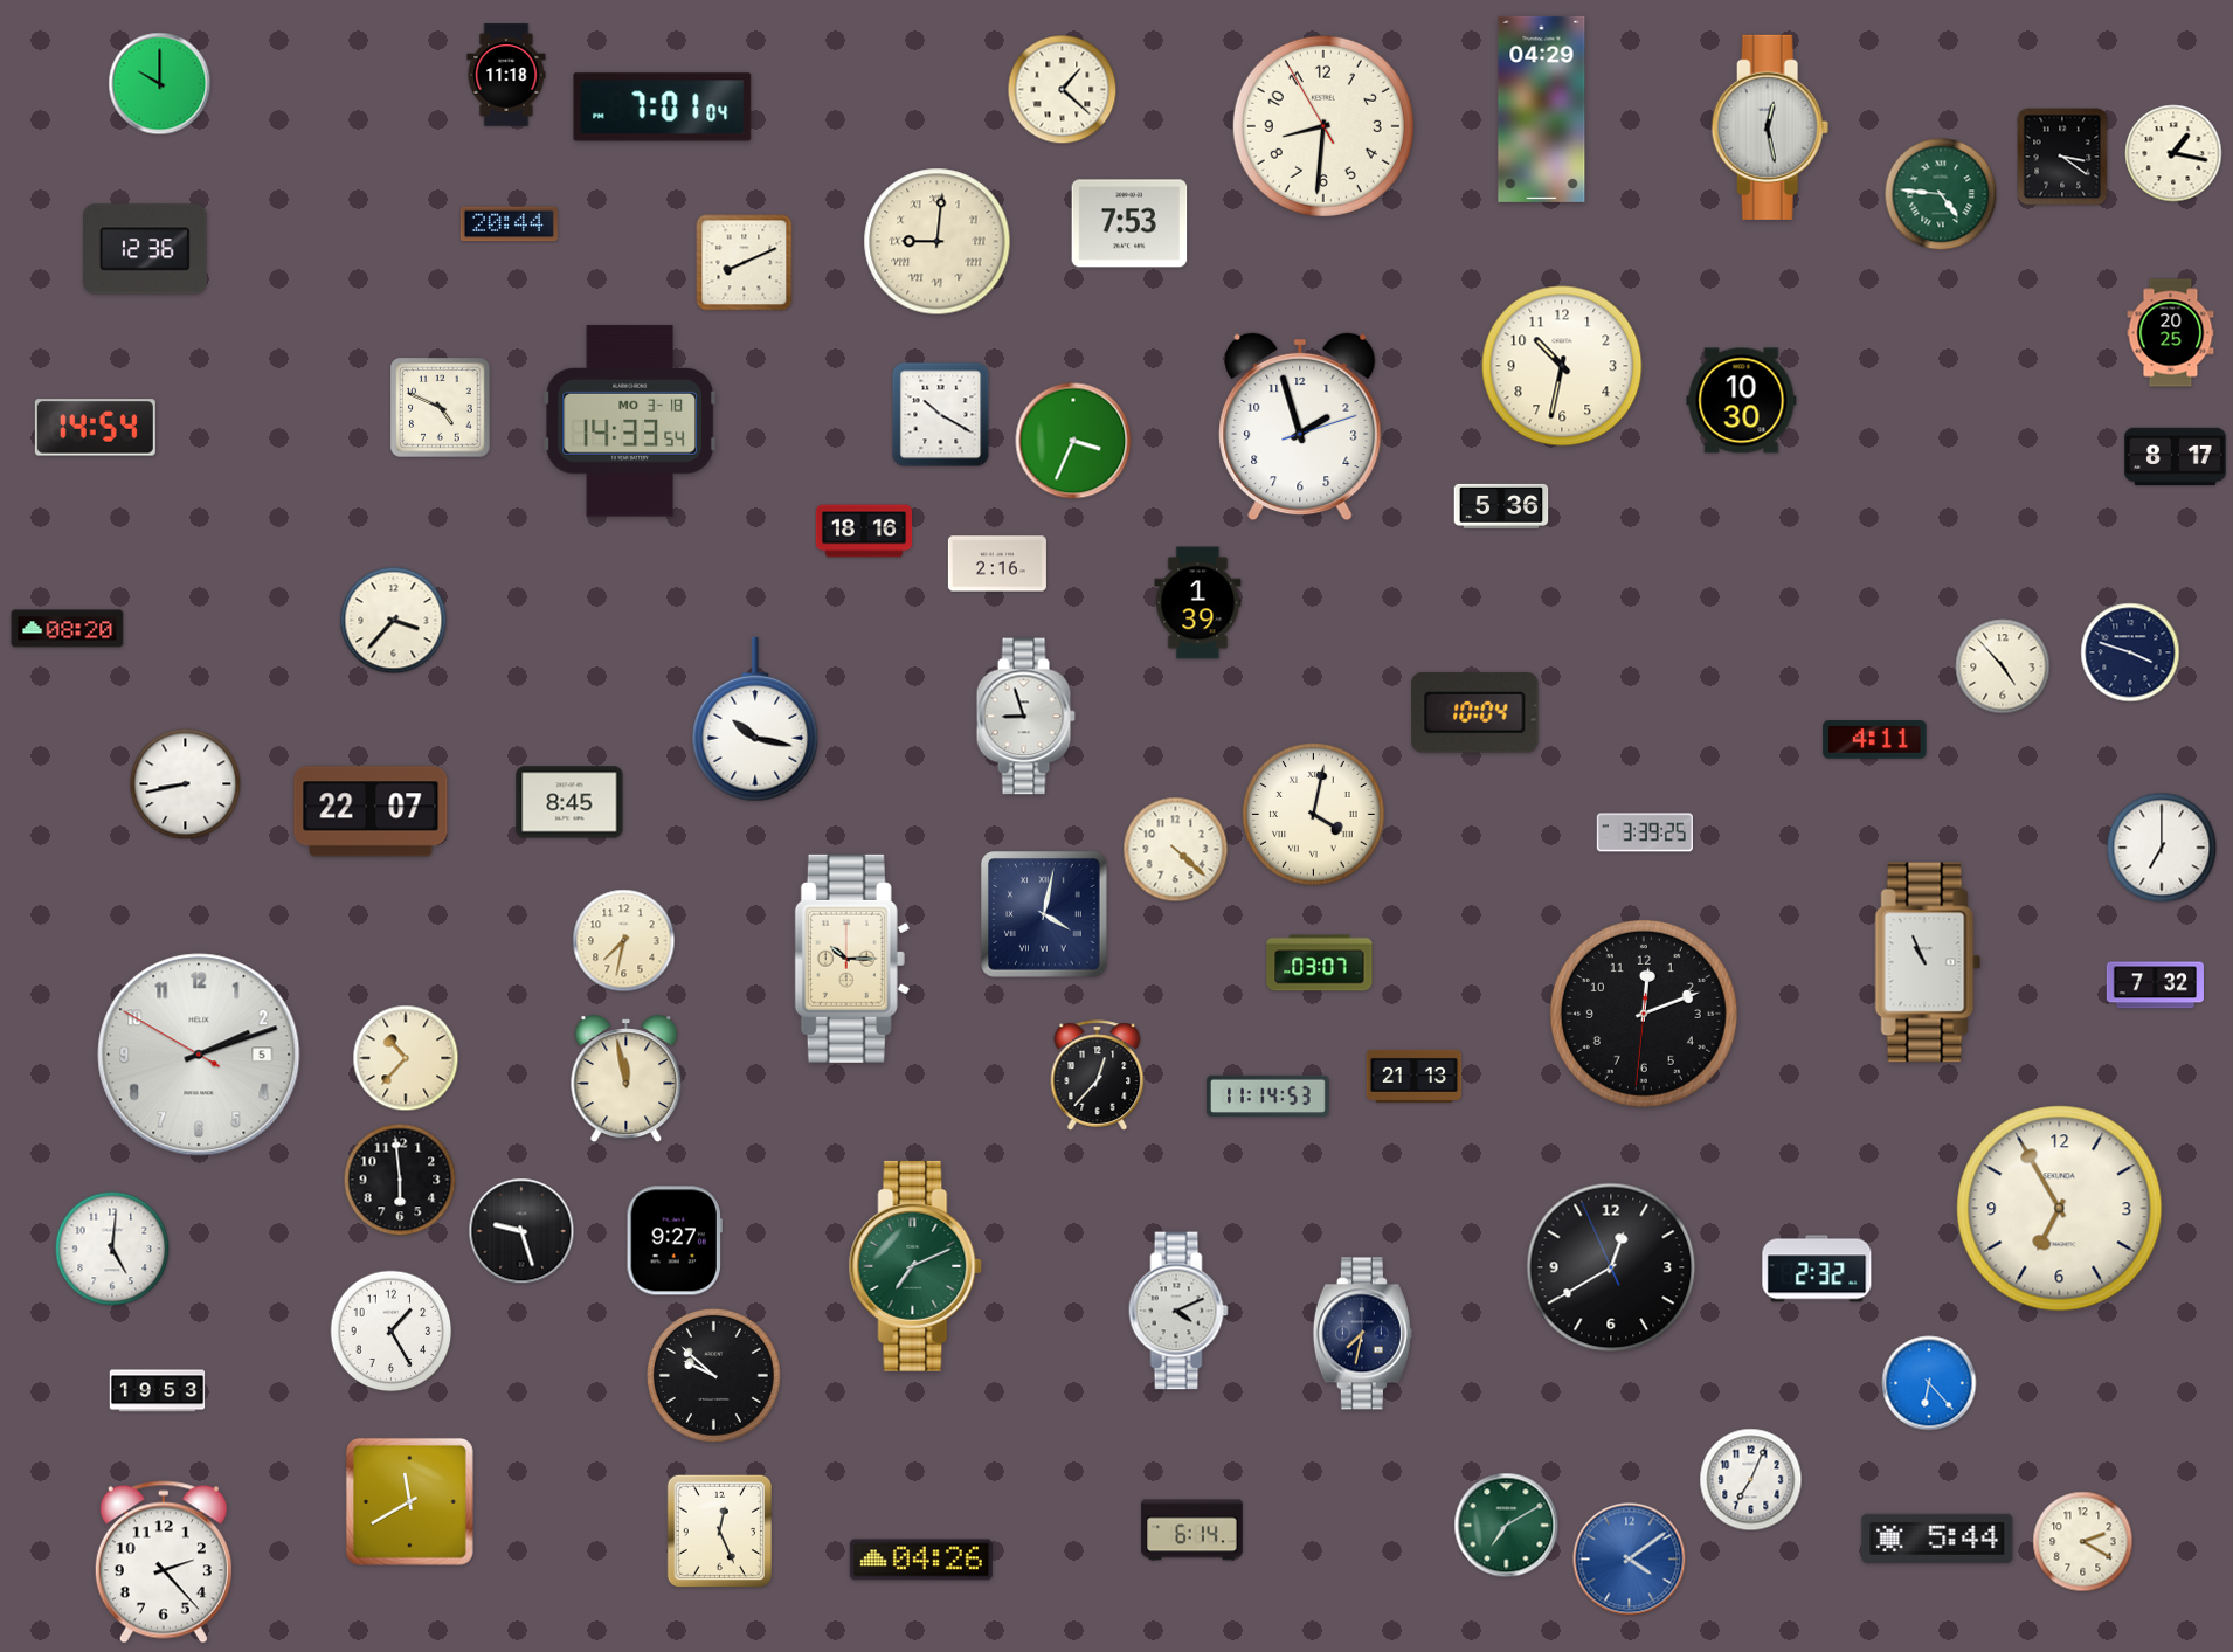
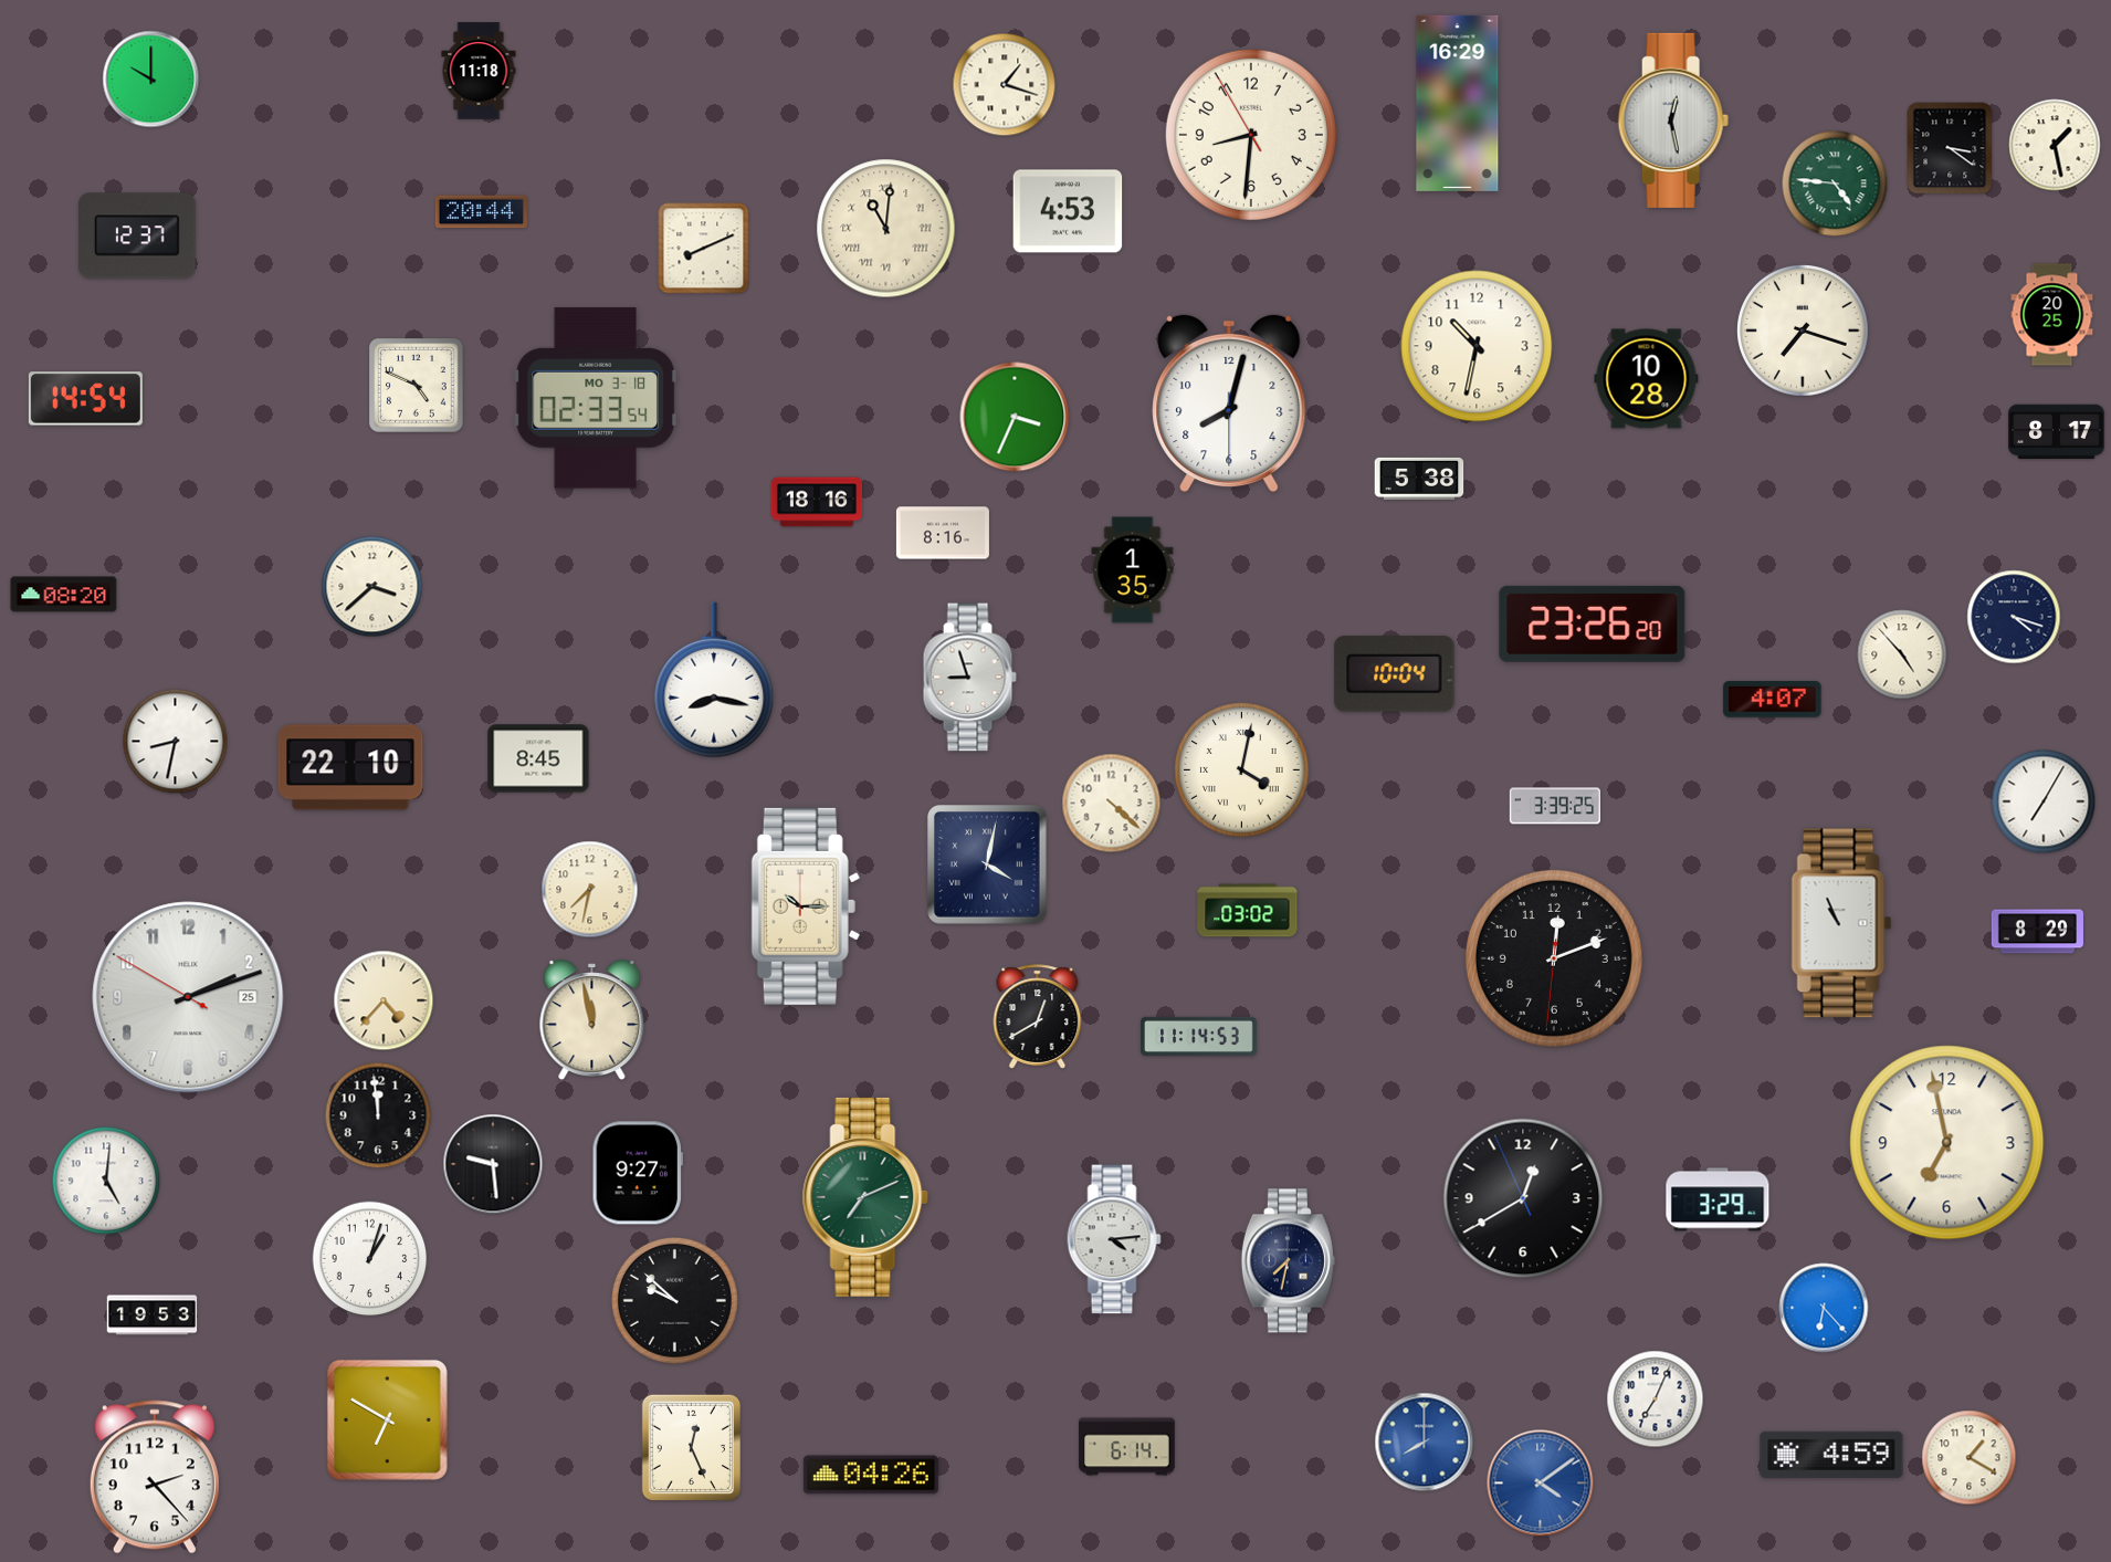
clock at (1063, 90): 1:22 -> 1:18
clock at (663, 108): 7:01 -> none
clock at (1542, 109): 04:29 -> 16:29
clock at (1323, 126) position: (1323, 126) -> (1251, 135)
clock at (2173, 153): 1:17 -> 1:28
clock at (1129, 223): 7:53 -> 4:53
clock at (938, 242): 9:01 -> 11:01
clock at (146, 249): 12:36 -> 12:37
clock at (1803, 331): none -> 7:18
clock at (1742, 401): 10:30 -> 10:28
clock at (941, 415): 10:20 -> none
clock at (630, 421): 14:33 -> 02:33
clock at (1300, 427): 1:57 -> 8:02
clock at (95, 428) position: (95, 428) -> (85, 399)
clock at (1501, 506): 5:36 -> 5:38
clock at (997, 564): 2:16 -> 8:16
clock at (1198, 603): 1:39 -> 1:35
clock at (394, 621): 3:37 -> 3:38
clock at (2130, 652): 3:48 -> 4:18
clock at (1593, 623): none -> 23:26
clock at (2003, 666) position: (2003, 666) -> (1902, 654)
clock at (755, 719): 10:17 -> 8:17
clock at (1875, 740): 4:11 -> 4:07
clock at (186, 784): 8:43 -> 8:32
clock at (371, 811): 22:07 -> 22:10
clock at (1644, 832) position: (1644, 832) -> (1554, 806)
clock at (2162, 848): 7:00 -> 7:05
clock at (1928, 962) position: (1928, 962) -> (1841, 923)
clock at (1320, 963): 03:07 -> 03:02
clock at (2155, 986): 7:32 -> 8:29
clock at (199, 1055) date: 5 -> 25
clock at (406, 1058): 10:37 -> 4:37
clock at (1098, 1076): 12:37 -> 12:40
clock at (1415, 1076): 21:13 -> none
clock at (400, 1180): 5:59 -> 11:59
clock at (2060, 1209): 6:55 -> 6:58
clock at (521, 1231): 9:27 -> 9:29
clock at (1817, 1269): 2:32 -> 3:29
clock at (1178, 1311): 4:11 -> 4:14
clock at (392, 1332): 1:25 -> 1:03
clock at (158, 1391) position: (158, 1391) -> (153, 1315)
clock at (409, 1501): 11:40 -> 6:50
clock at (1507, 1526): 7:10 -> 8:00
clock at (1507, 1526) dial: green -> blue
clock at (719, 1530) position: (719, 1530) -> (691, 1447)
clock at (1937, 1539): 5:44 -> 4:59
clock at (2083, 1542): 2:20 -> 1:20
clock at (1630, 1560) position: (1630, 1560) -> (1541, 1484)
